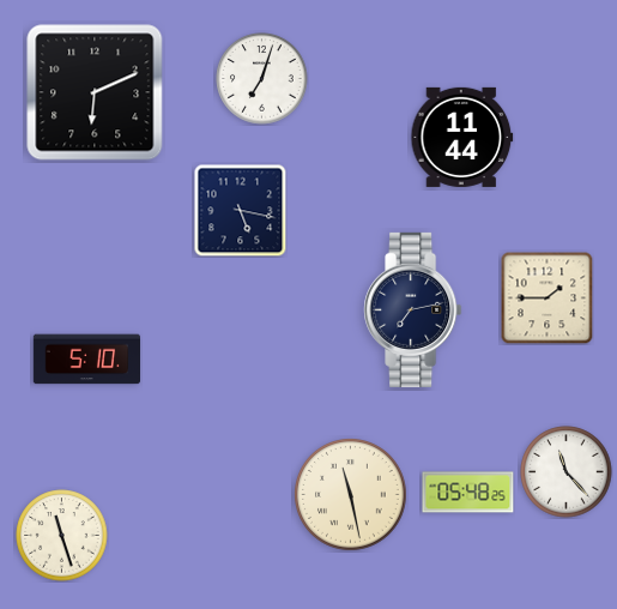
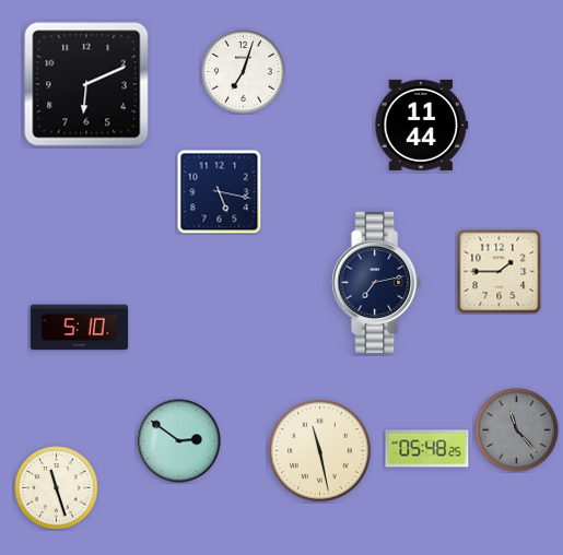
clock at (262, 79) position: (262, 79) -> (244, 72)
clock at (567, 472) dial: white -> grey
clock at (179, 441): none -> 2:51
